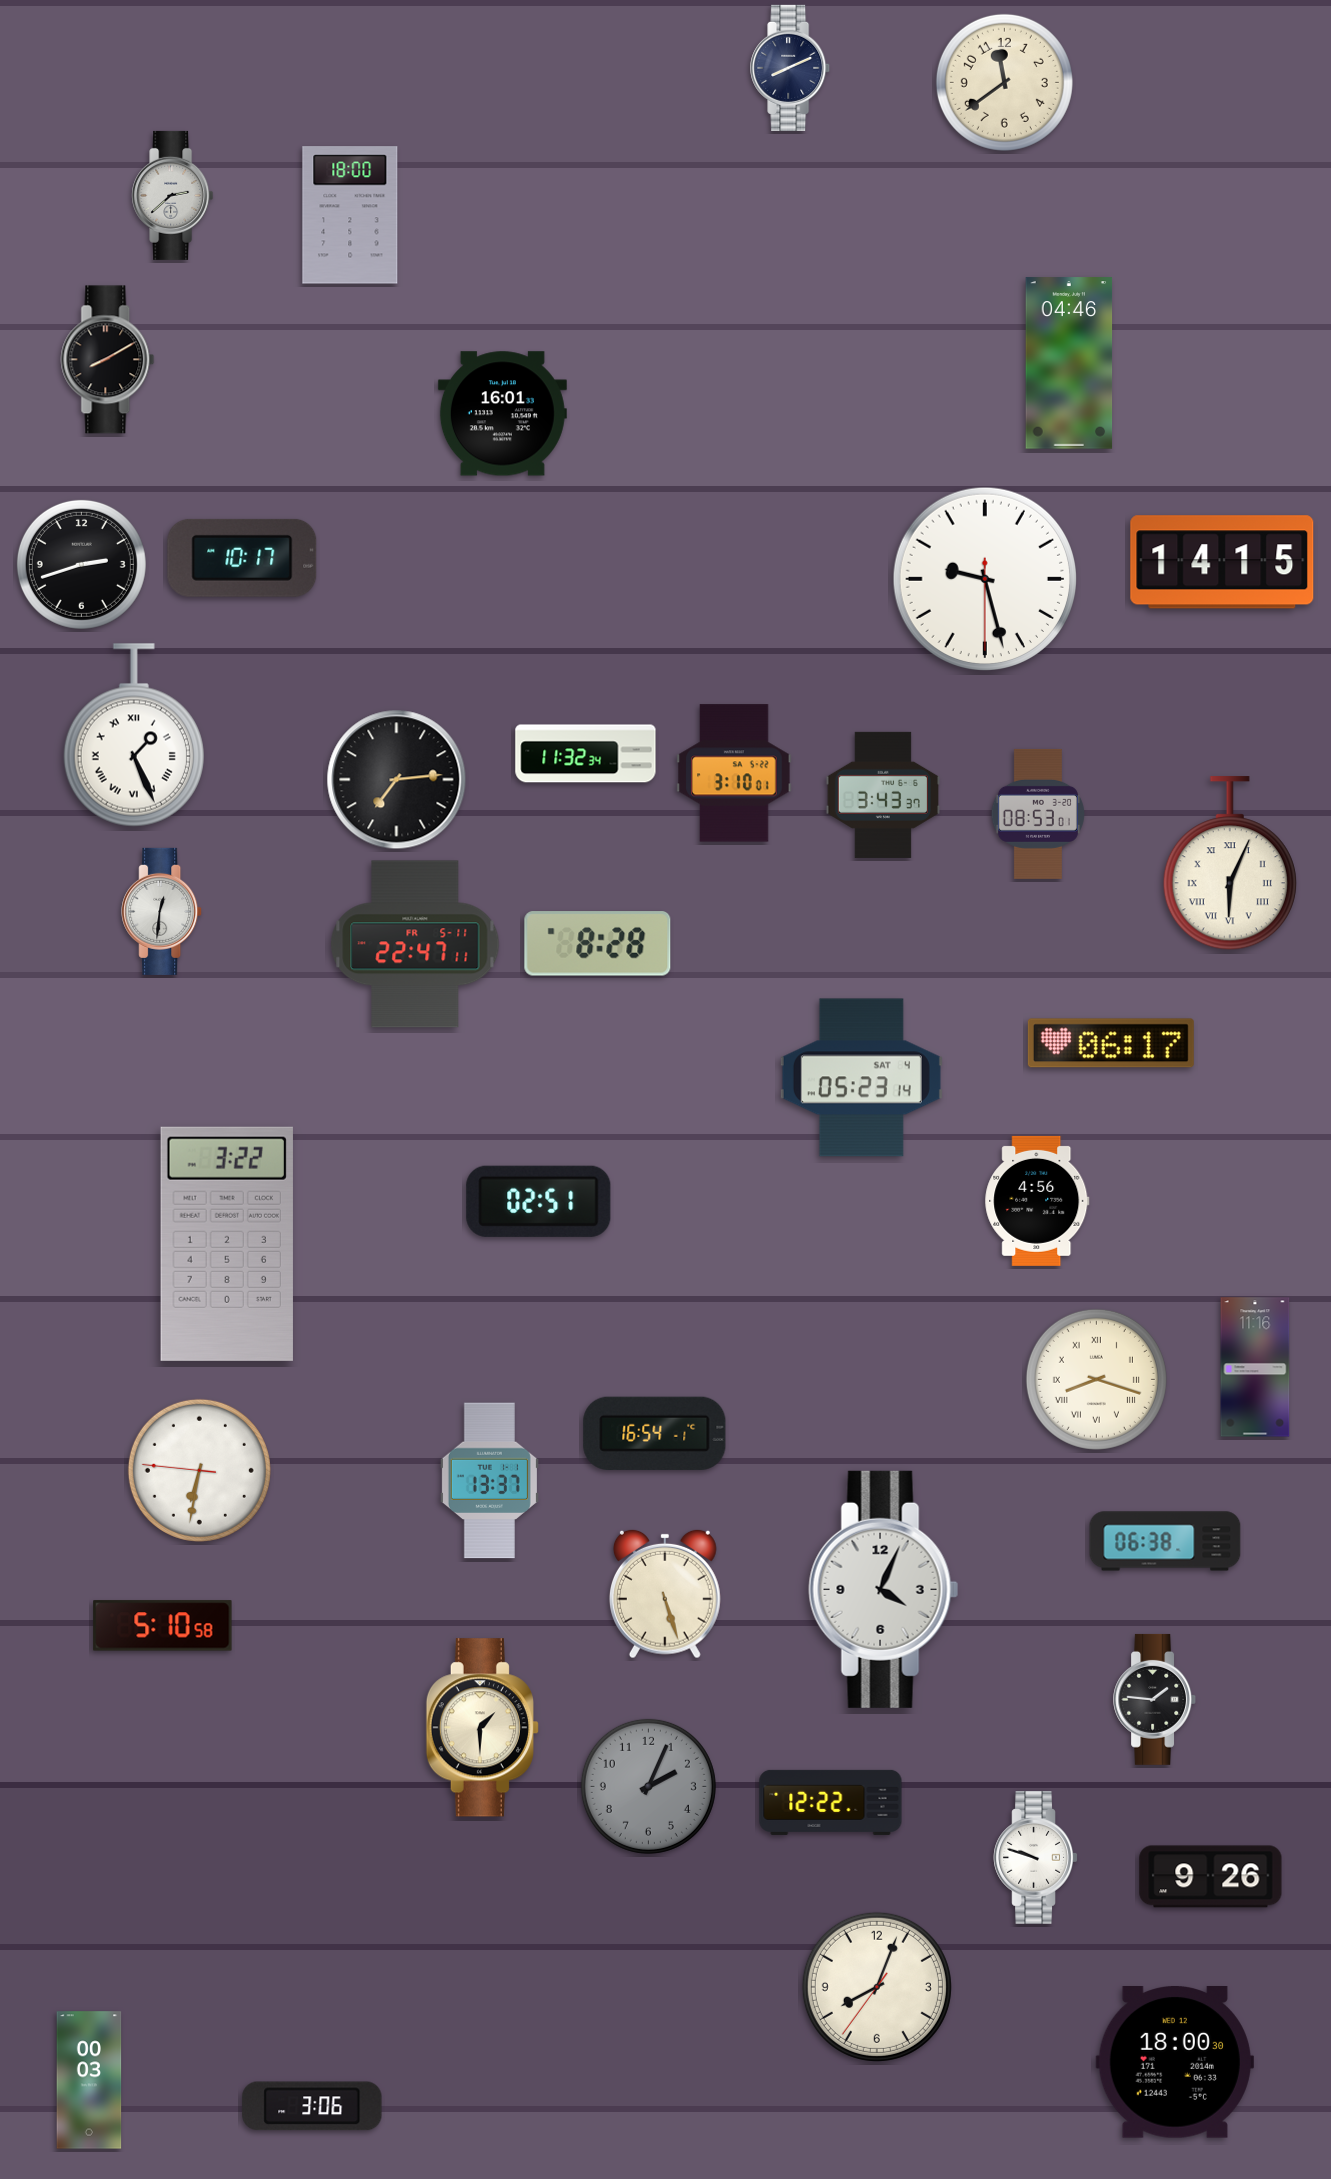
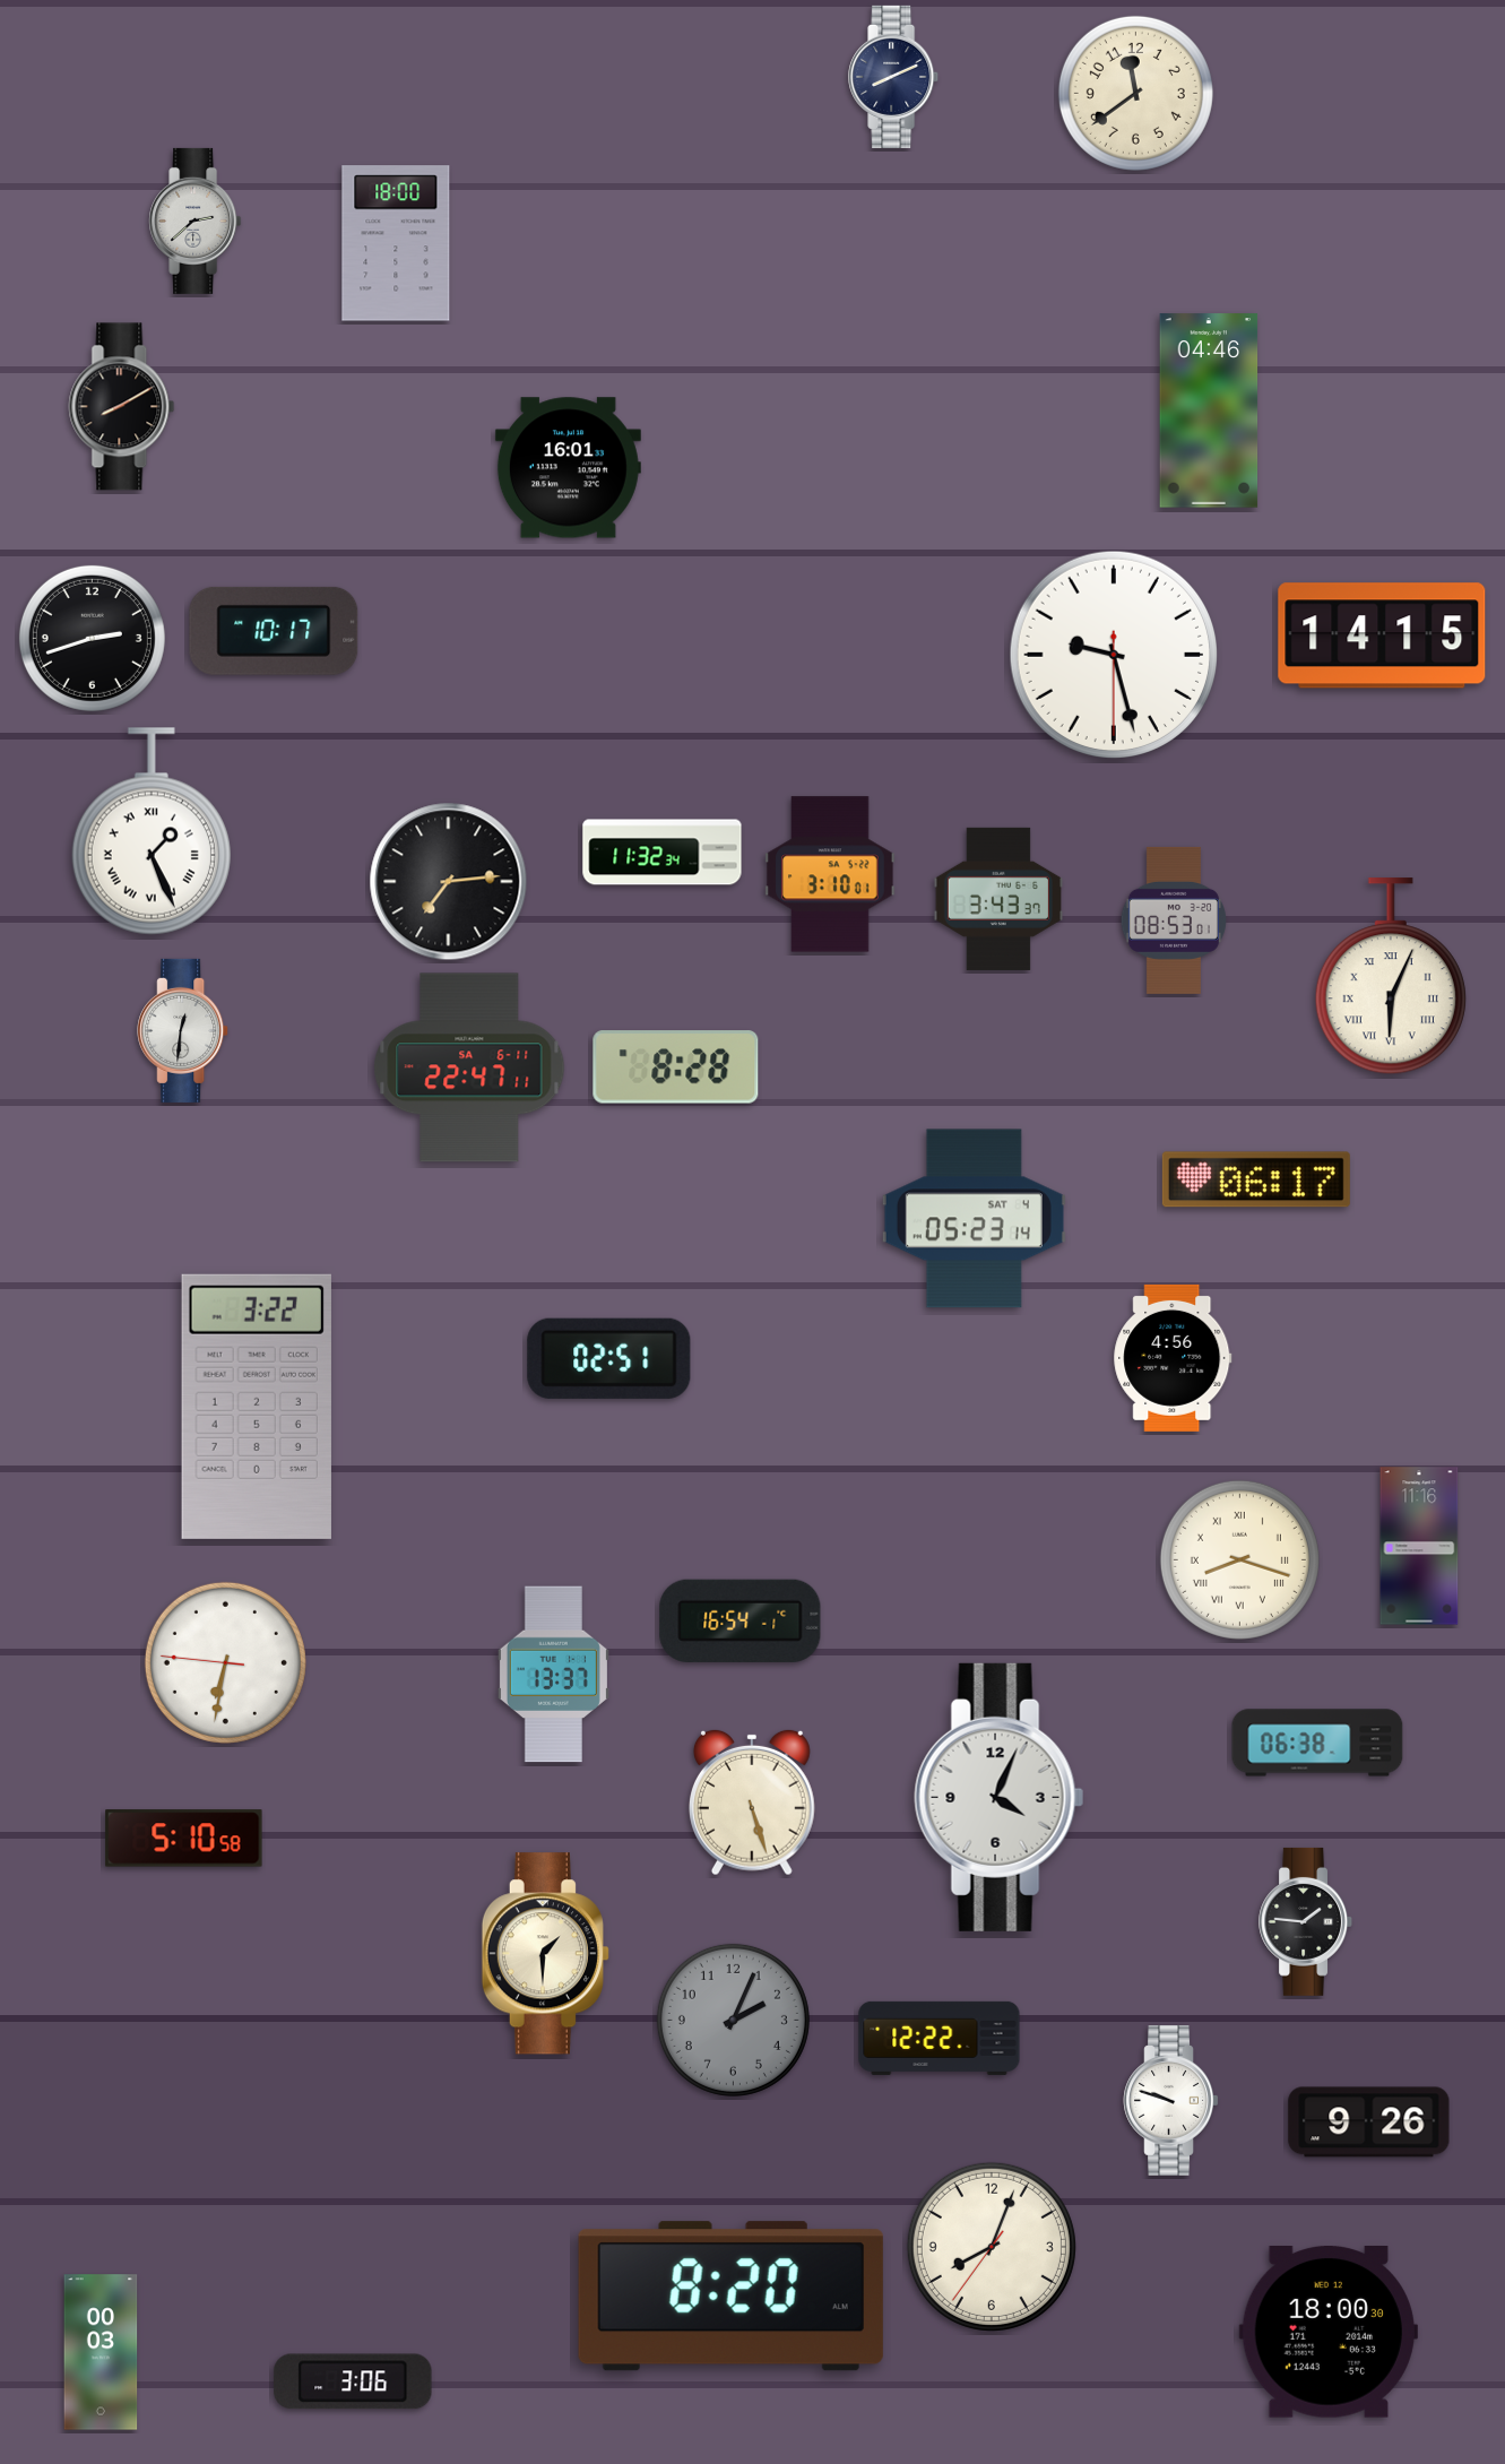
clock at (415, 944) date: FR 5-11 -> SA 6-11
clock at (730, 2297): none -> 8:20
